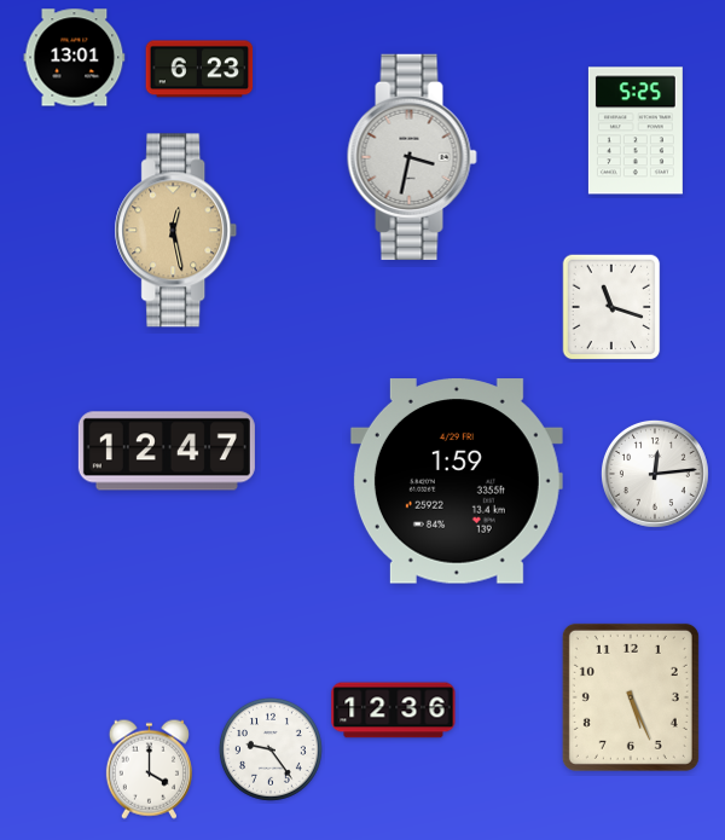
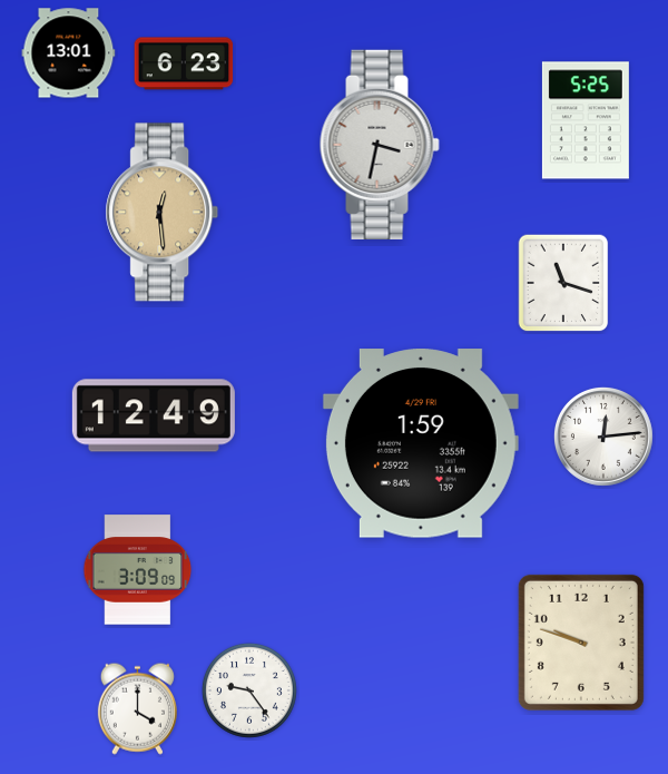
clock at (176, 231): 12:28 -> 12:29
clock at (167, 451): 12:47 -> 12:49
clock at (138, 570): none -> 3:09
clock at (631, 697): 5:26 -> 9:48
clock at (394, 711): 12:36 -> none
